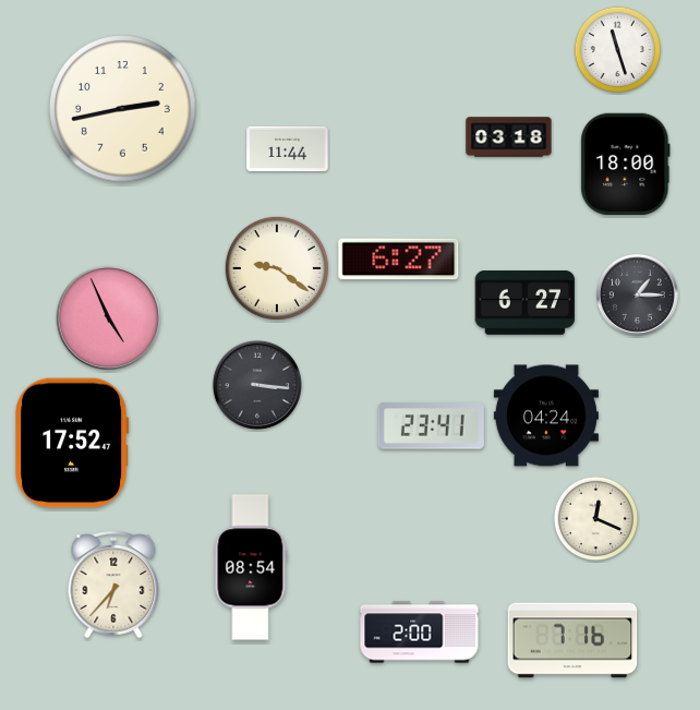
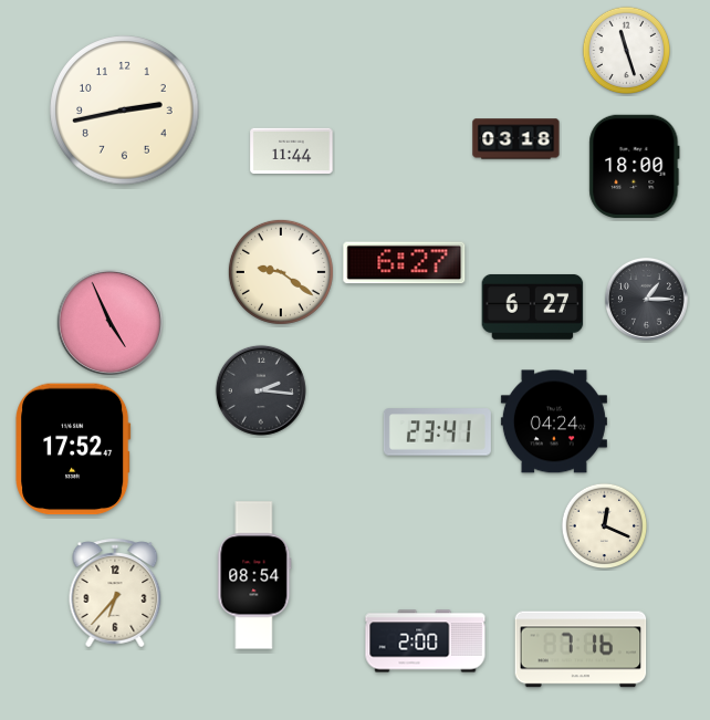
clock at (257, 385): 3:16 -> 2:16
